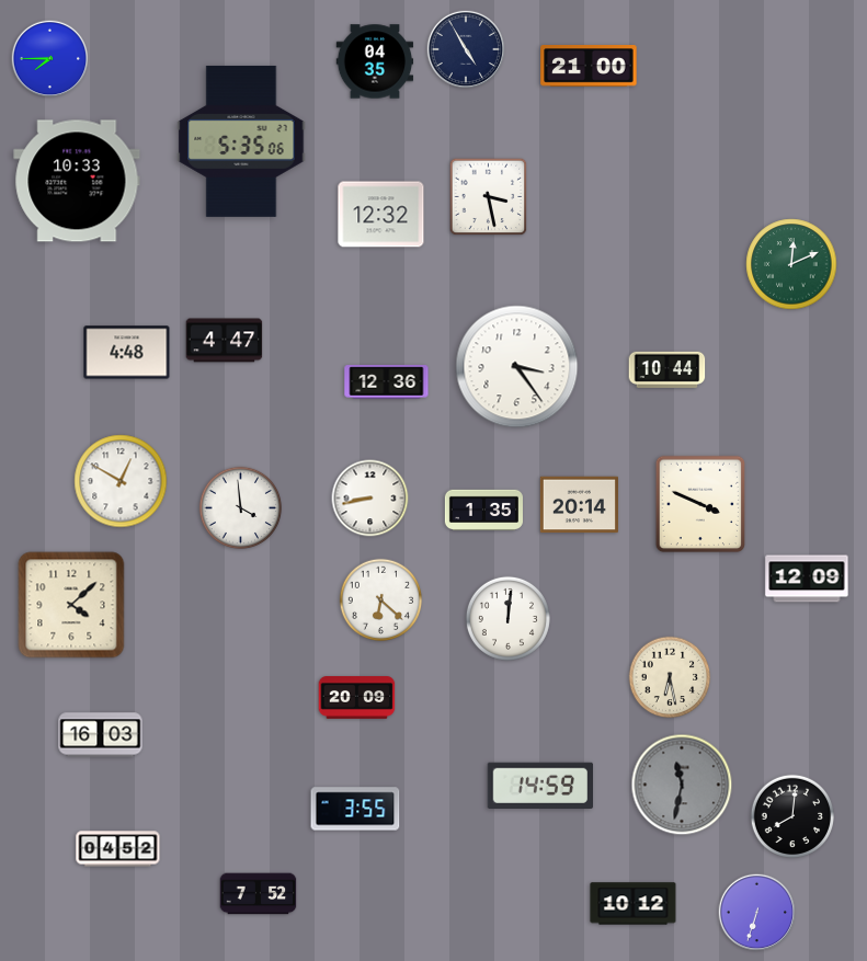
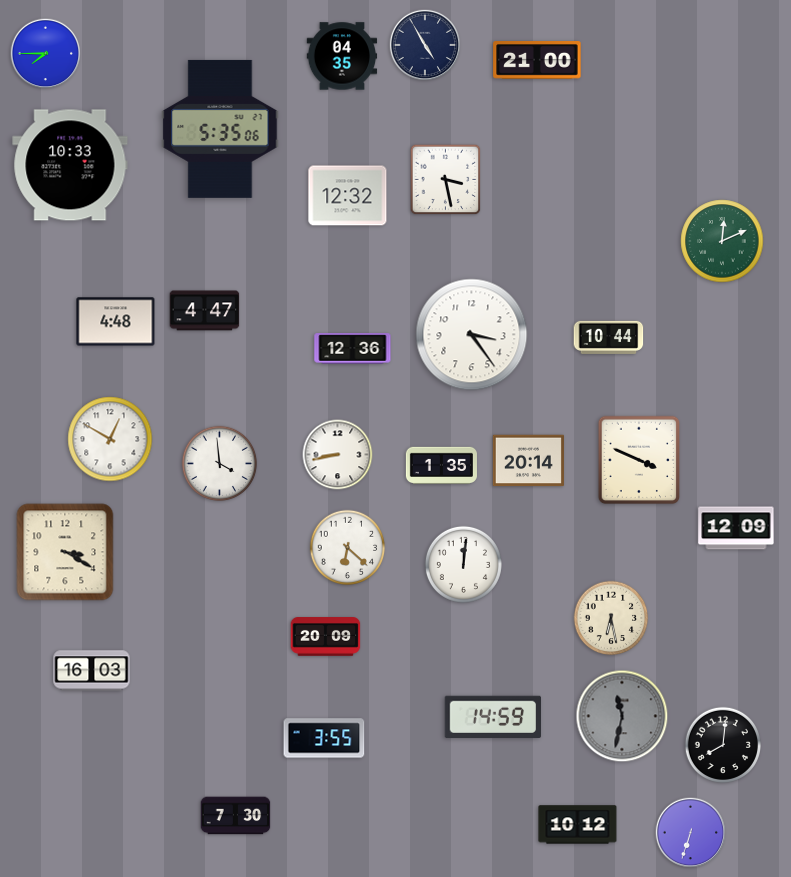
clock at (71, 605): 4:08 -> 3:20
clock at (118, 849): 04:52 -> none
clock at (259, 894): 7:52 -> 7:30
